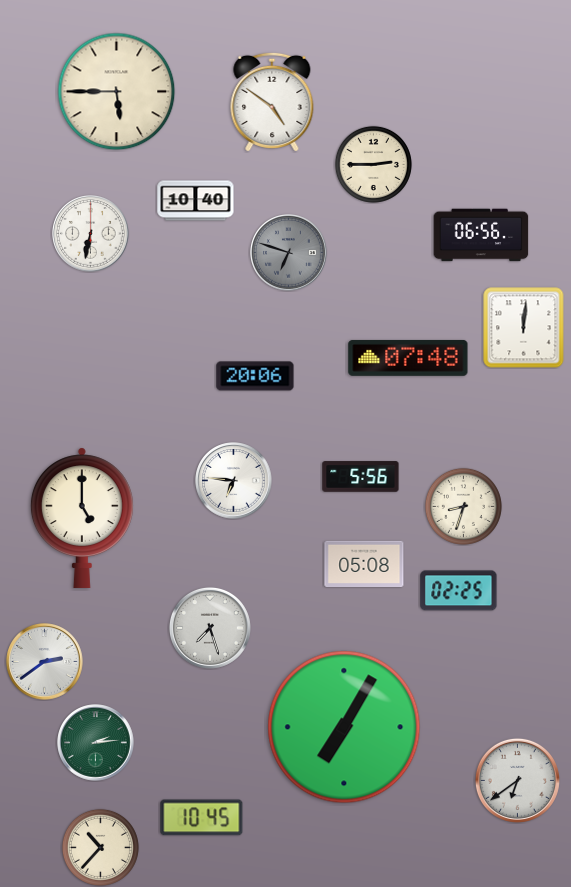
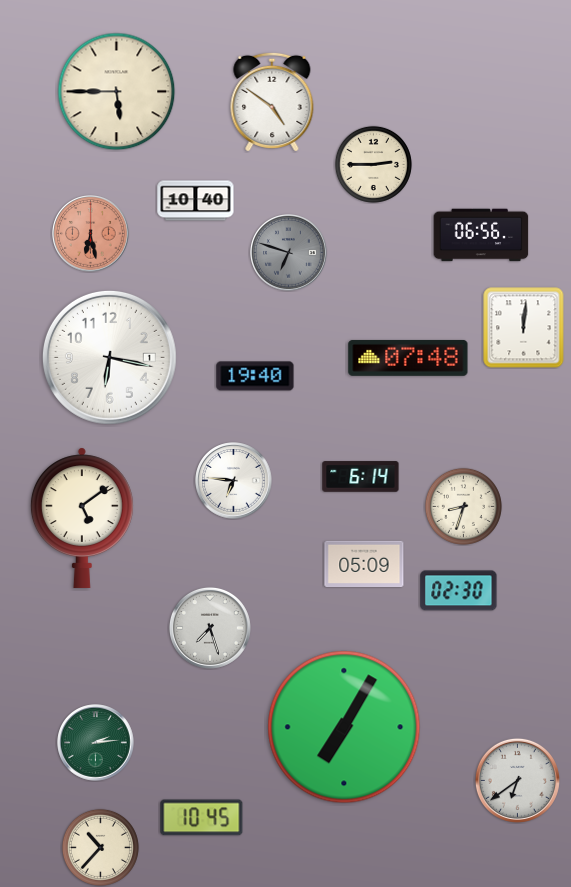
clock at (91, 234): 6:32 -> 6:28
clock at (91, 234) dial: white -> salmon
clock at (109, 357): none -> 6:17
clock at (255, 376): 20:06 -> 19:40
clock at (361, 477): 5:56 -> 6:14
clock at (82, 518): 5:00 -> 5:09
clock at (364, 563): 05:08 -> 05:09
clock at (459, 591): 02:25 -> 02:30
clock at (45, 662): 2:39 -> none
